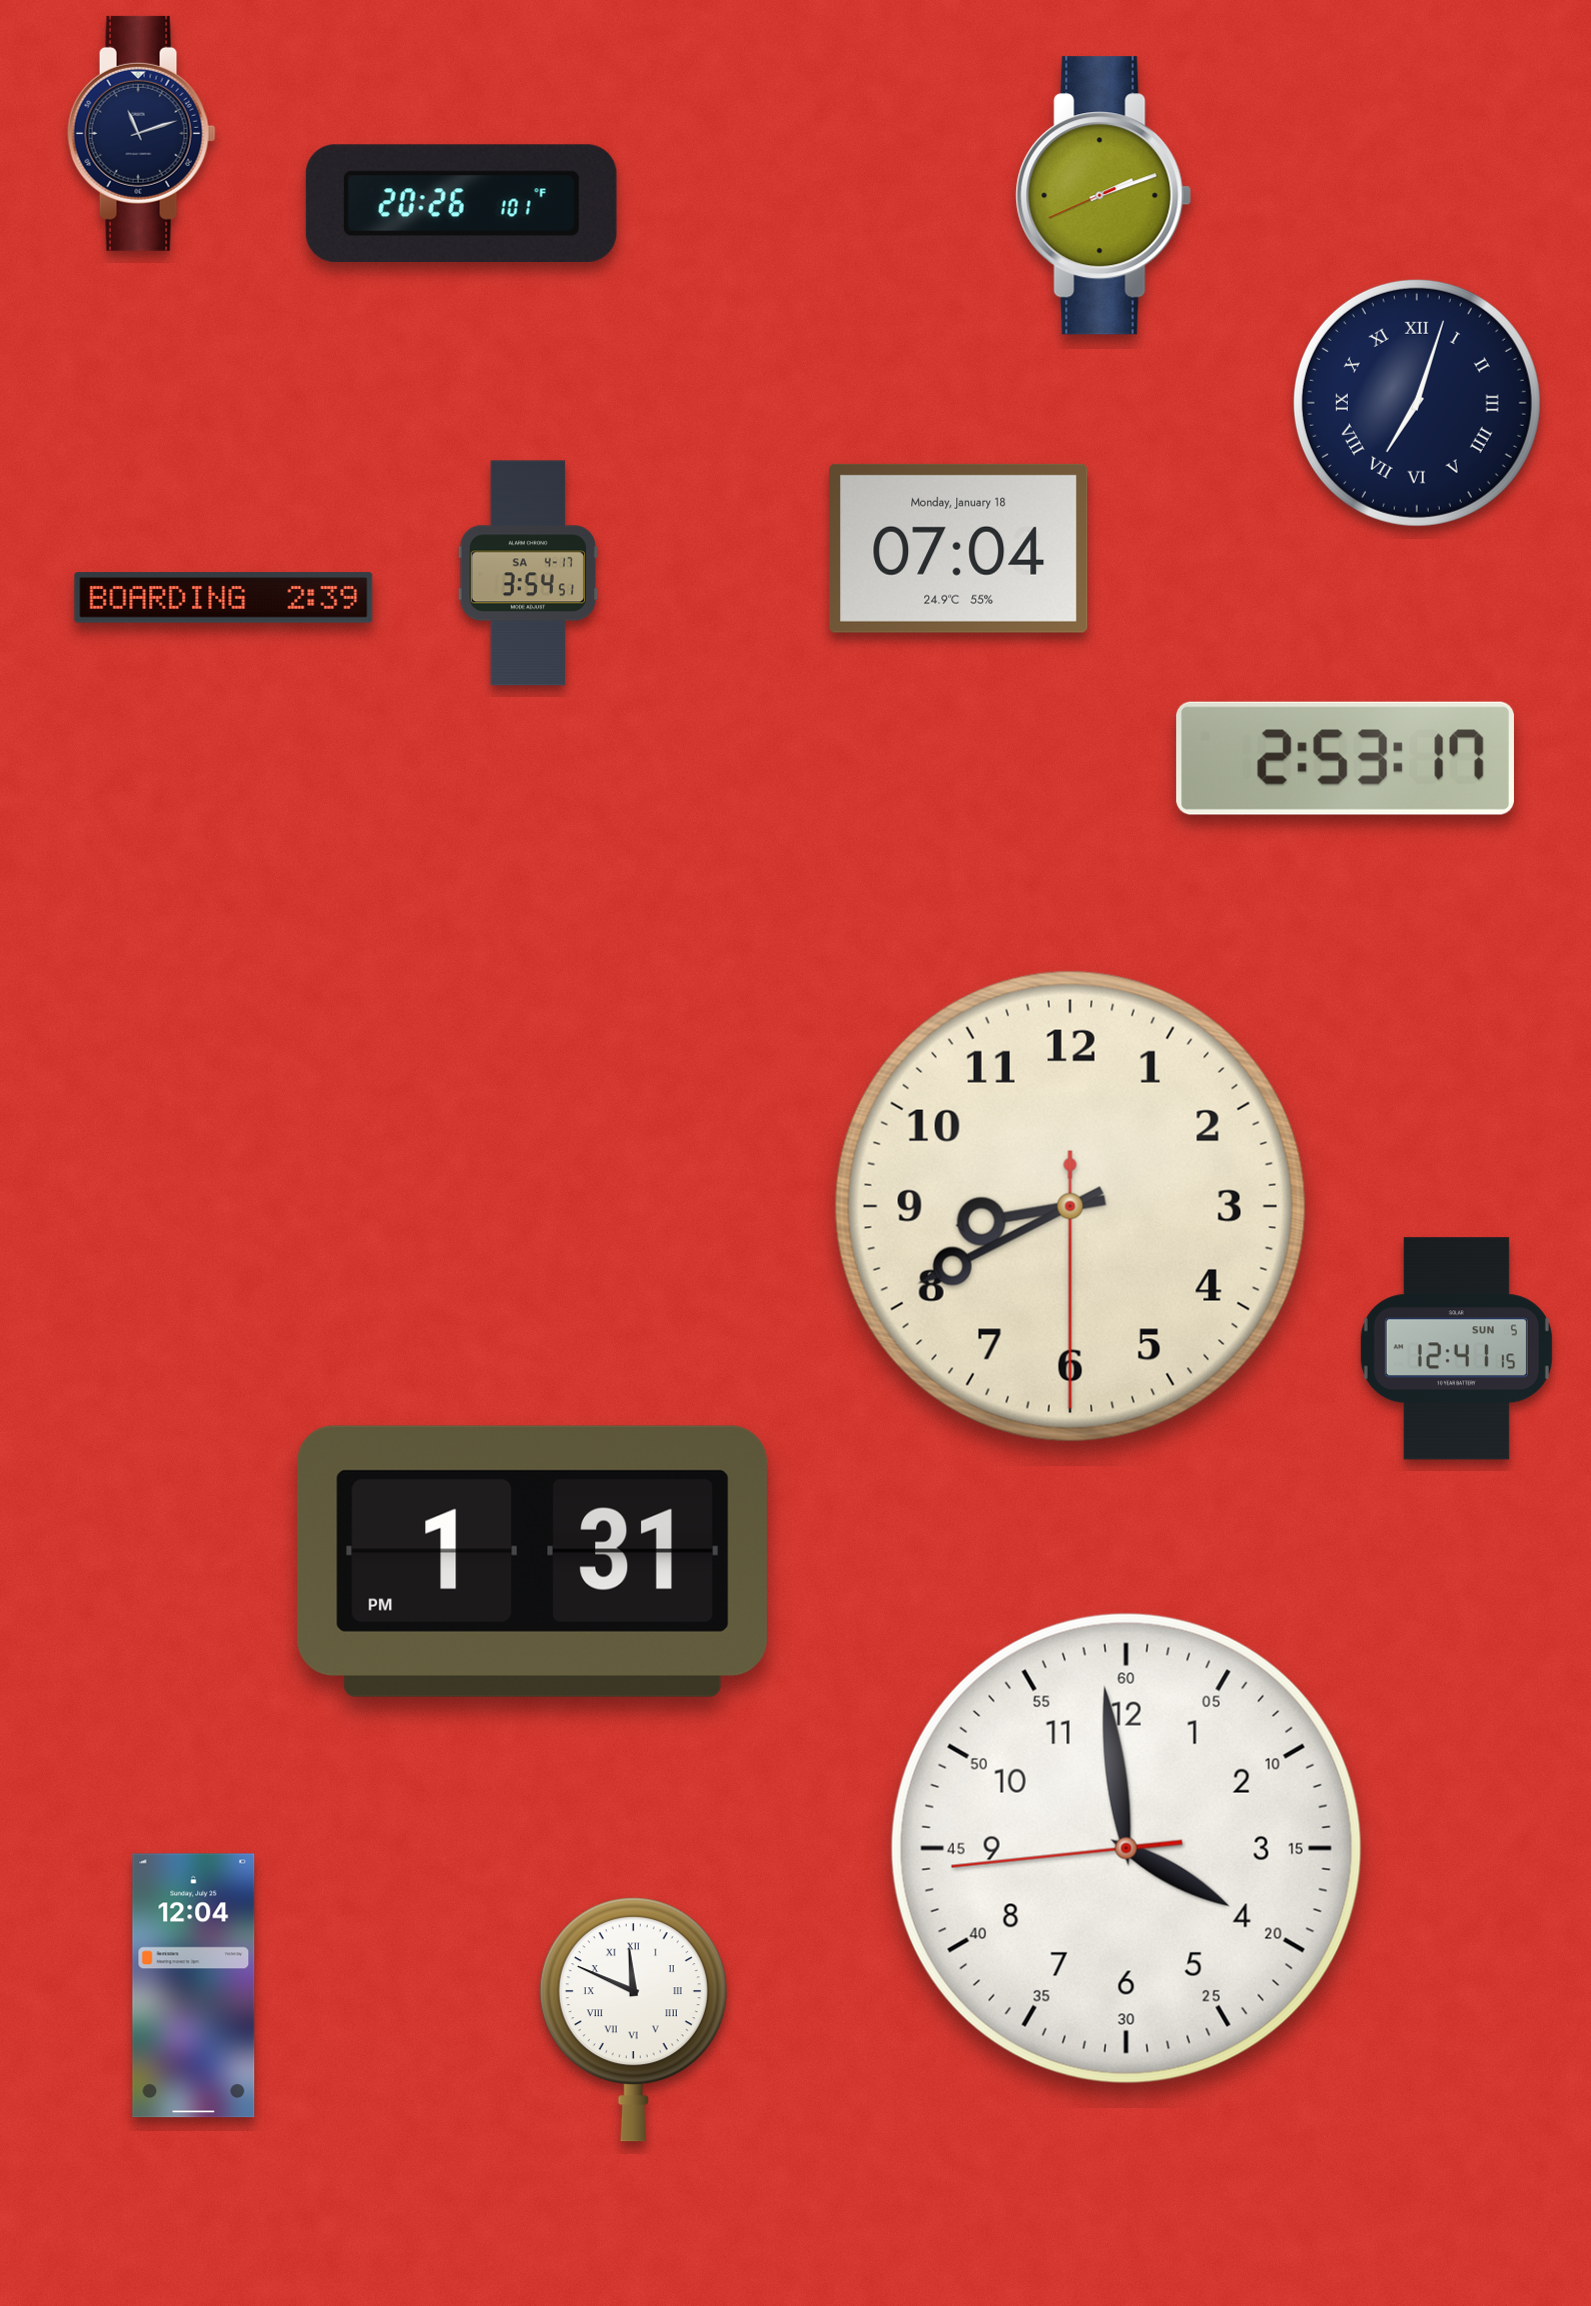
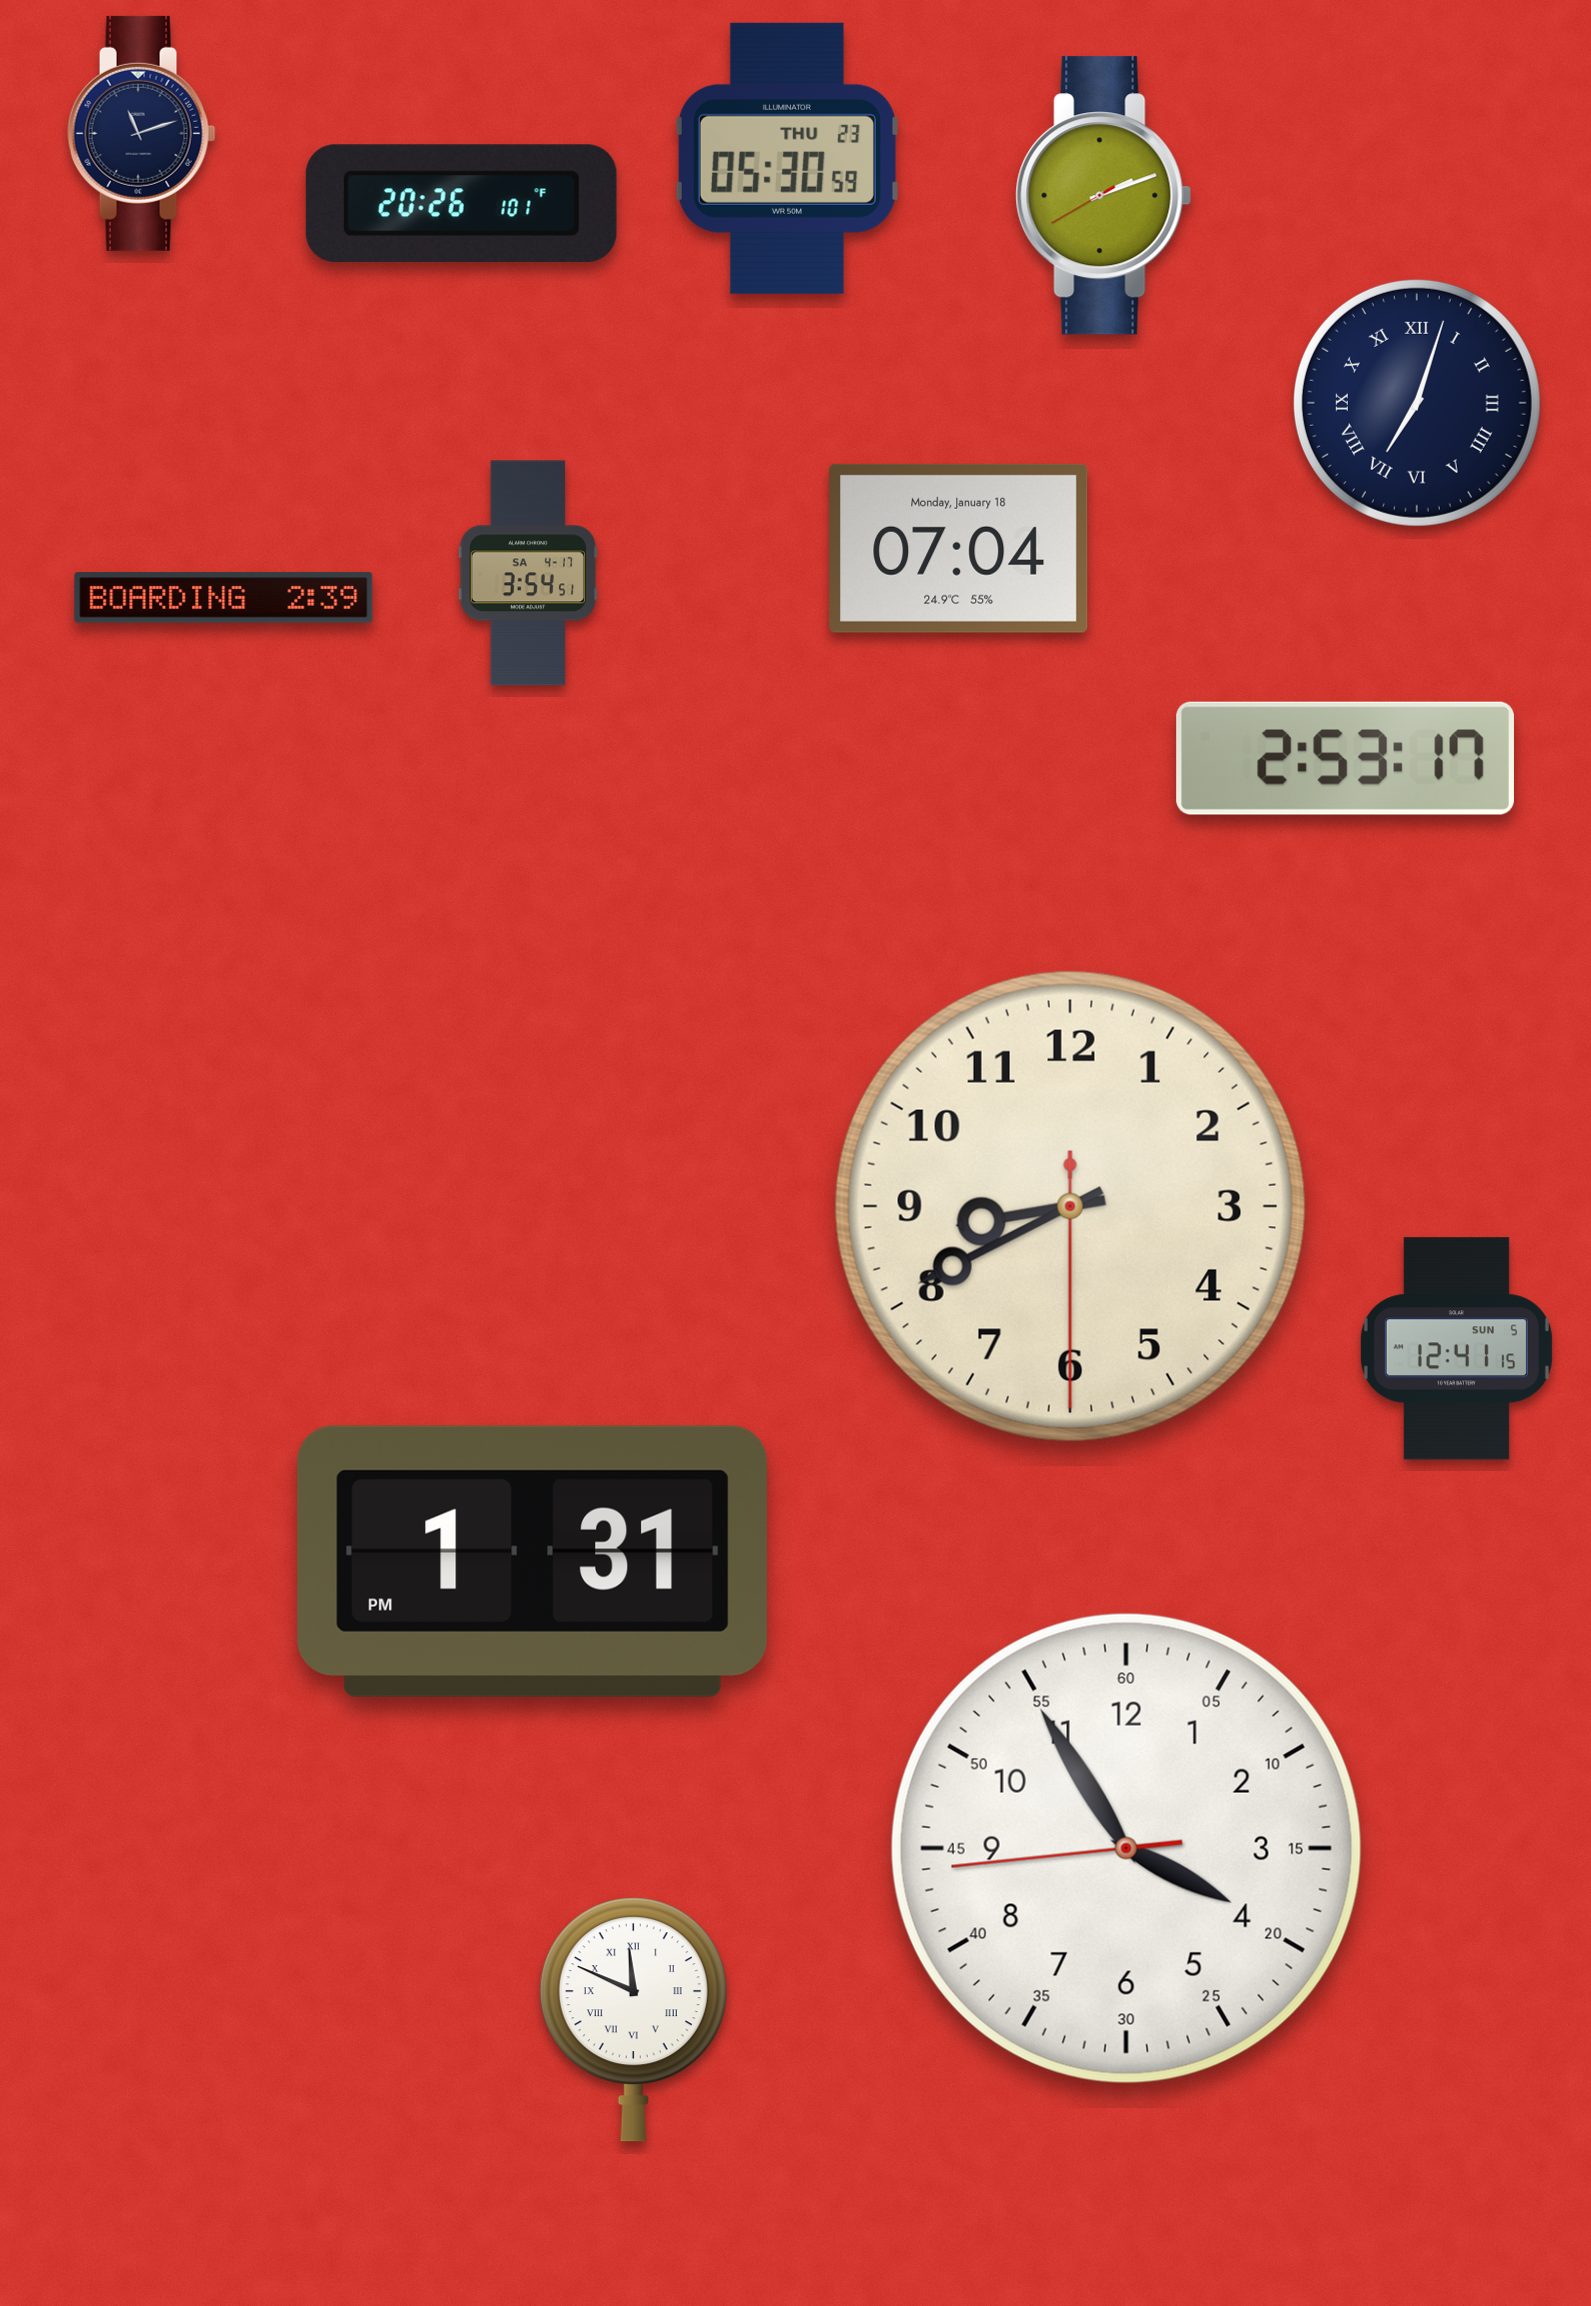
clock at (787, 158): none -> 05:30
clock at (1104, 196): 2:11:41 -> 2:11:40
clock at (1126, 1848): 3:58 -> 3:54
clock at (194, 1986): 12:04 -> none
